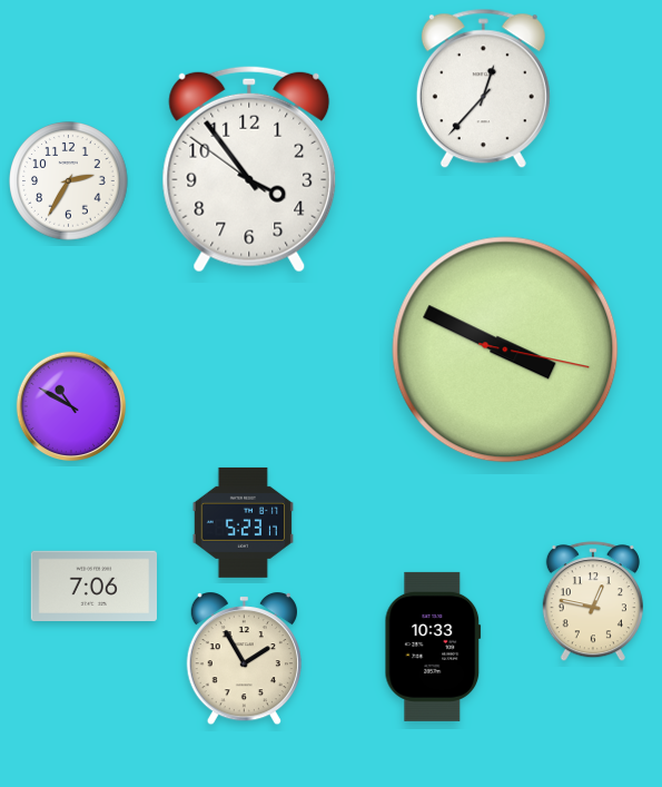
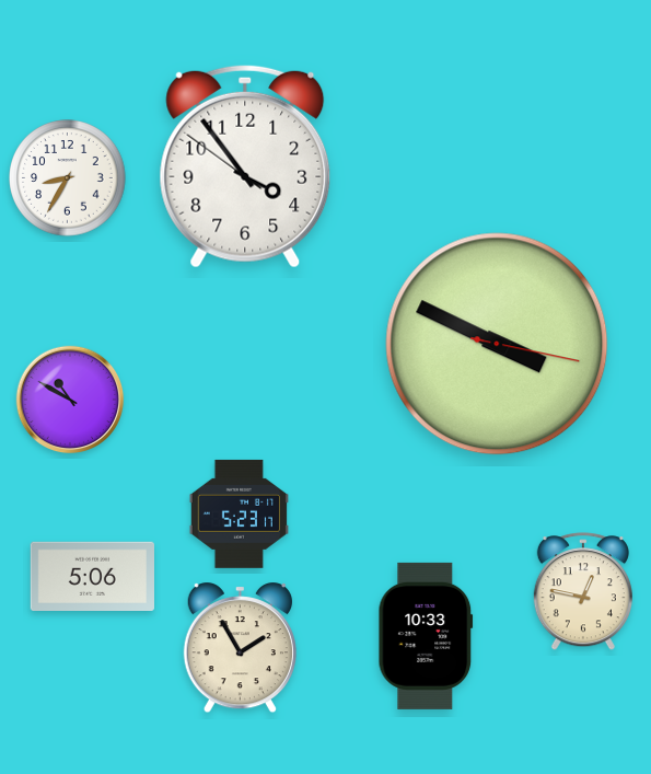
clock at (483, 89): 12:37 -> none
clock at (69, 181): 2:35 -> 8:35
clock at (93, 586): 7:06 -> 5:06
